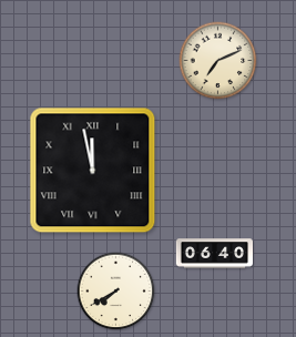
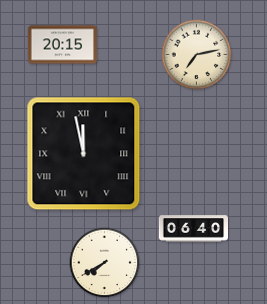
clock at (62, 45): none -> 20:15
clock at (218, 61): 7:11 -> 7:13
